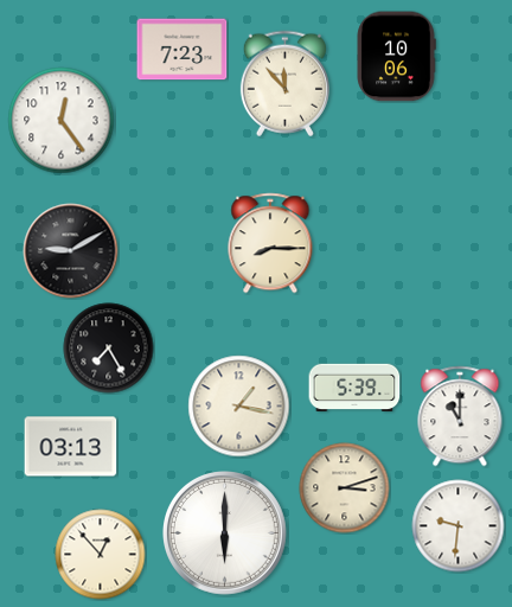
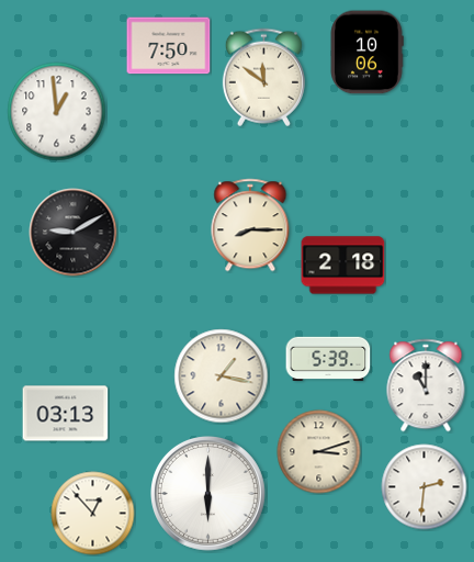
clock at (183, 50): 7:23 -> 7:50
clock at (284, 84): 11:53 -> 11:51
clock at (62, 121): 12:24 -> 12:59
clock at (71, 251) position: (71, 251) -> (74, 233)
clock at (343, 266): none -> 2:18
clock at (109, 349): 7:25 -> none
clock at (459, 526): 9:31 -> 2:31
